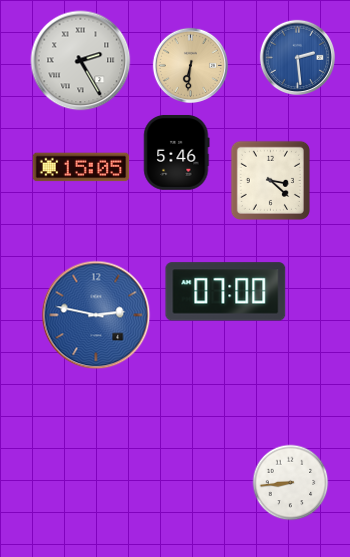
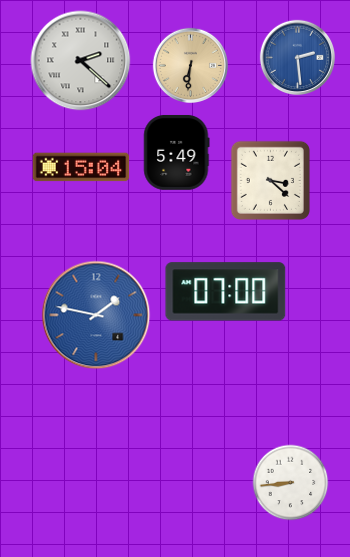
clock at (81, 61): 2:25 -> 2:22
clock at (177, 152): 5:46 -> 5:49
clock at (81, 167): 15:05 -> 15:04
clock at (96, 315): 2:47 -> 1:47
